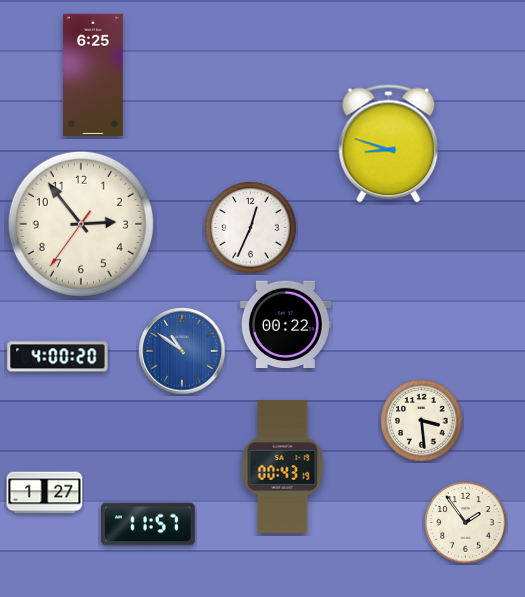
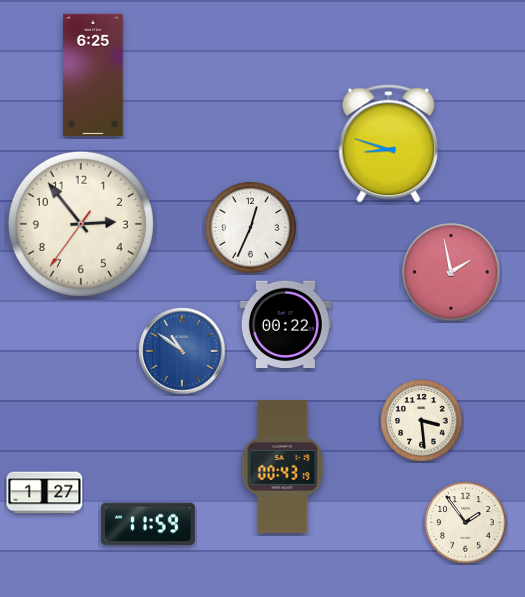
clock at (451, 272): none -> 1:58
clock at (58, 357): 4:00 -> none
clock at (148, 524): 11:57 -> 11:59
